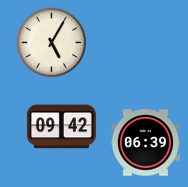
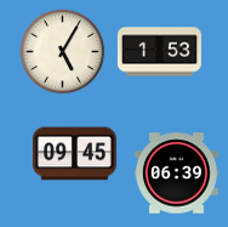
clock at (159, 52): none -> 1:53
clock at (61, 127): 09:42 -> 09:45
